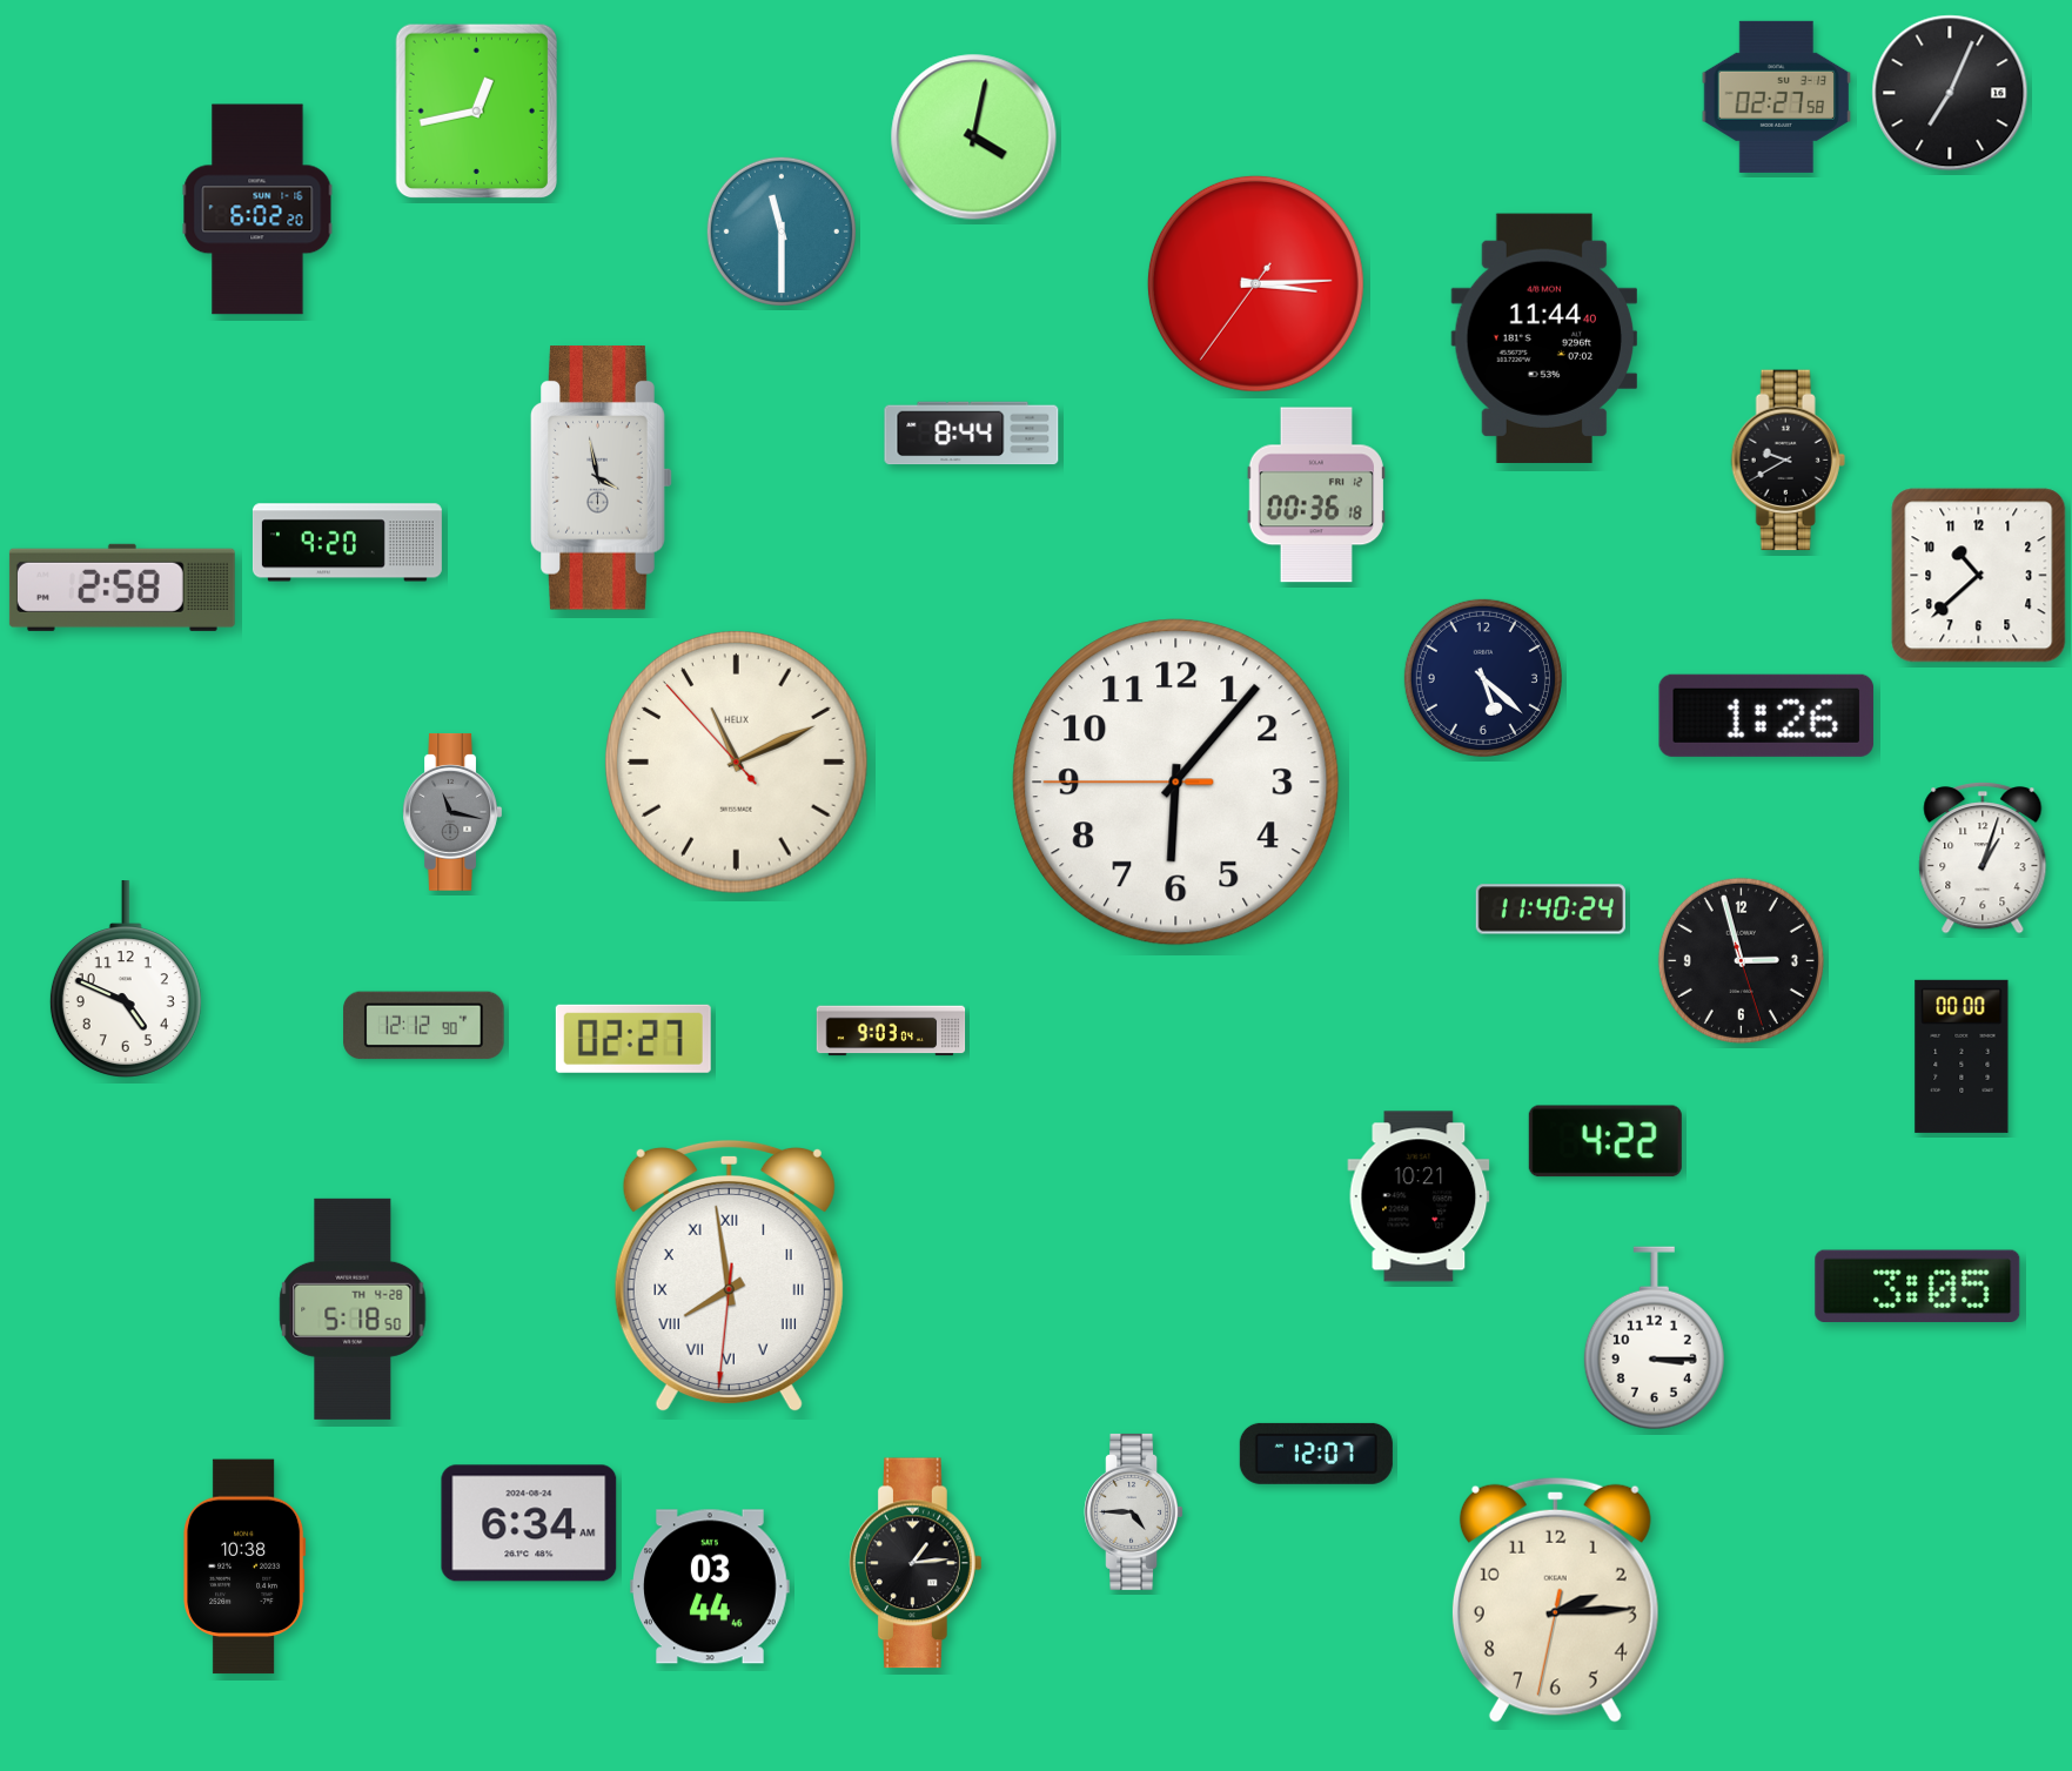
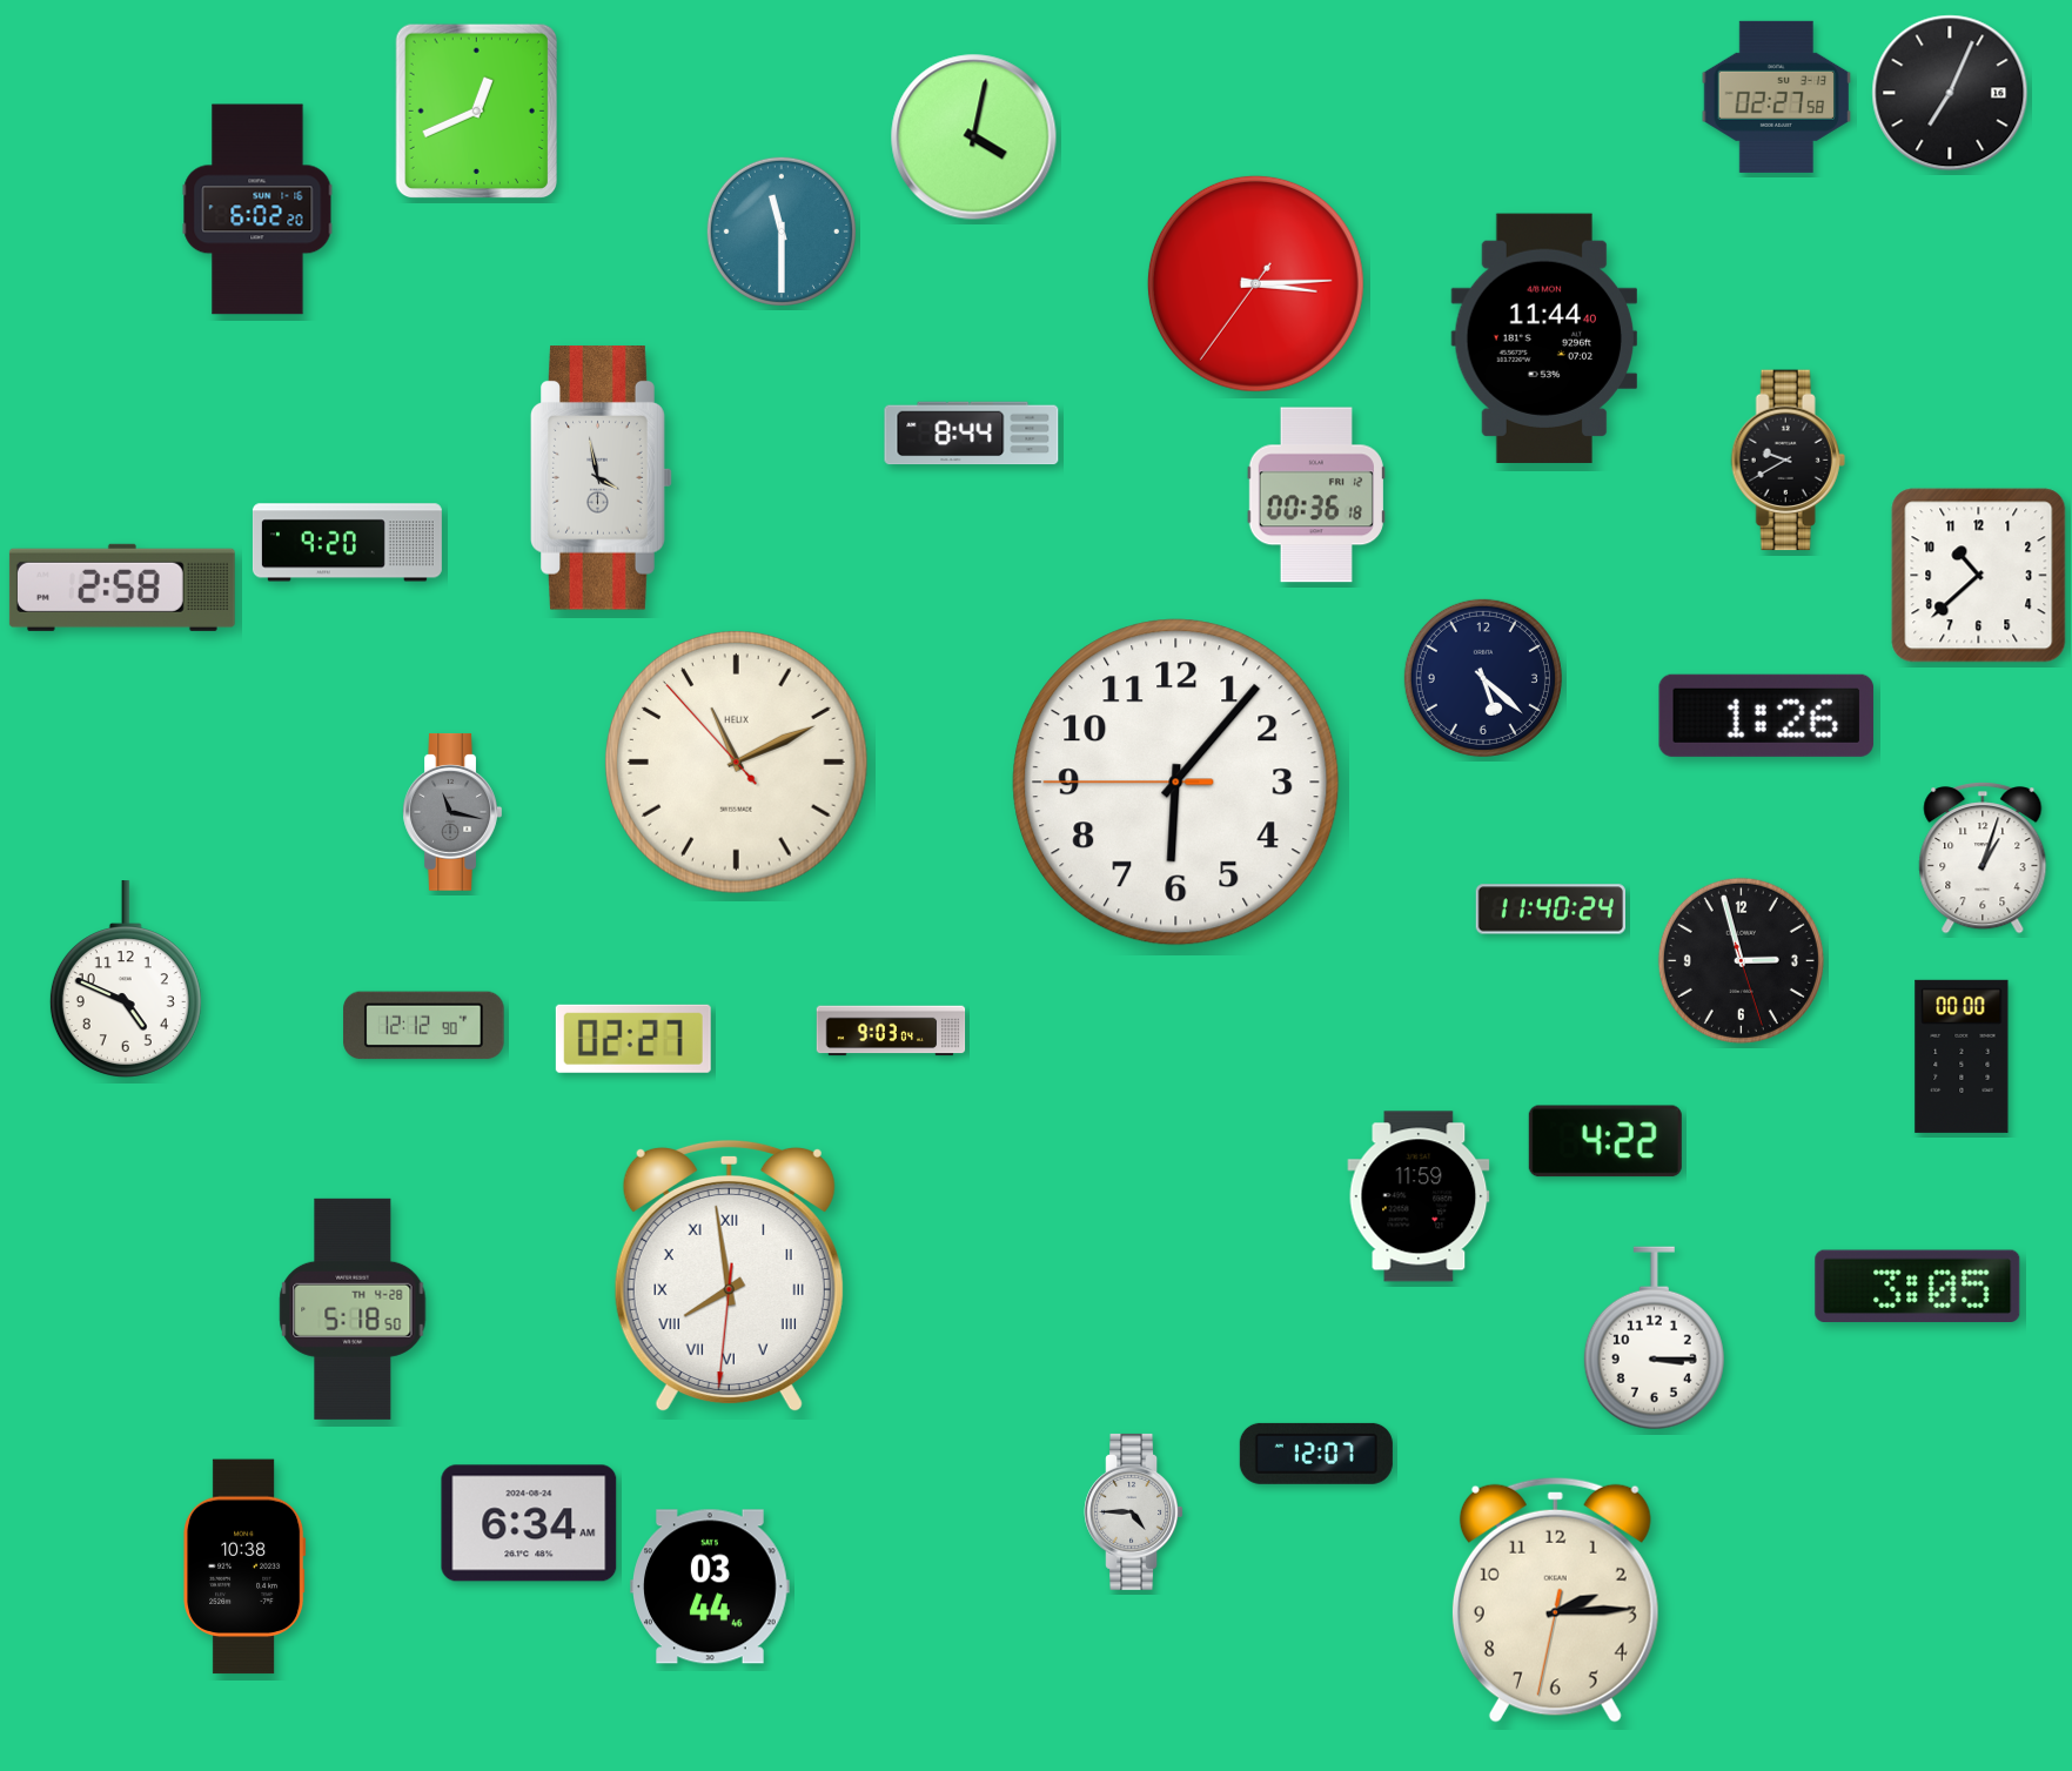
clock at (476, 112): 12:43 -> 12:41
clock at (1419, 1196): 10:21 -> 11:59
clock at (916, 1563): 1:14 -> none
